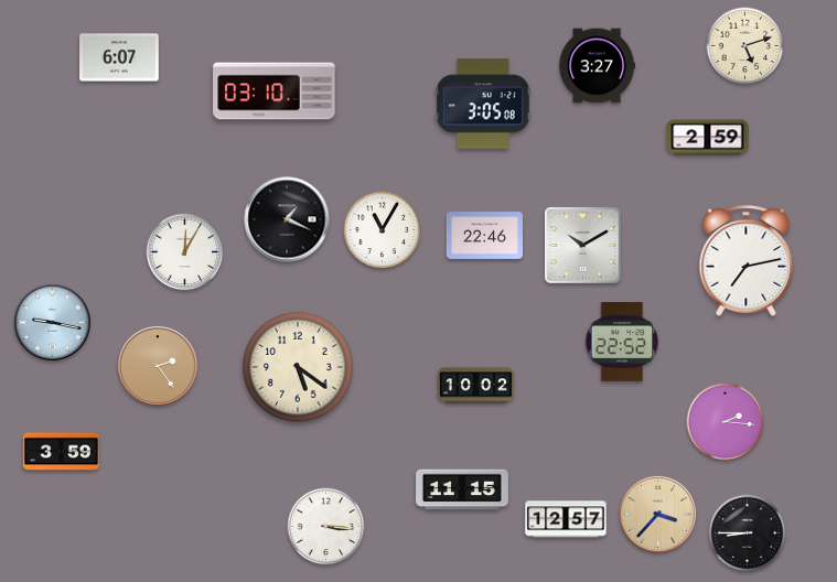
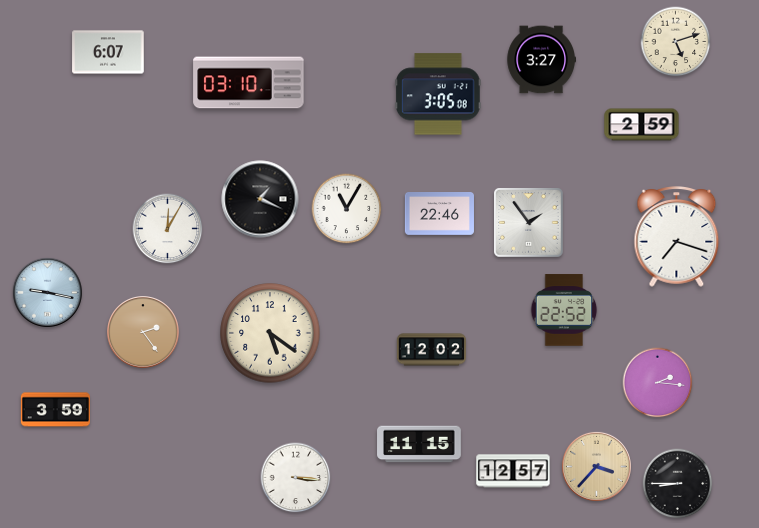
clock at (583, 246): 10:10 -> 1:54
clock at (747, 261): 7:13 -> 7:18
clock at (475, 386): 10:02 -> 12:02
